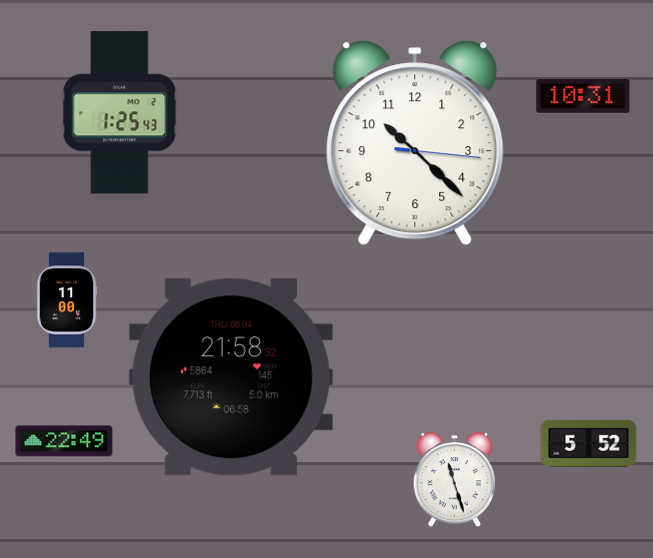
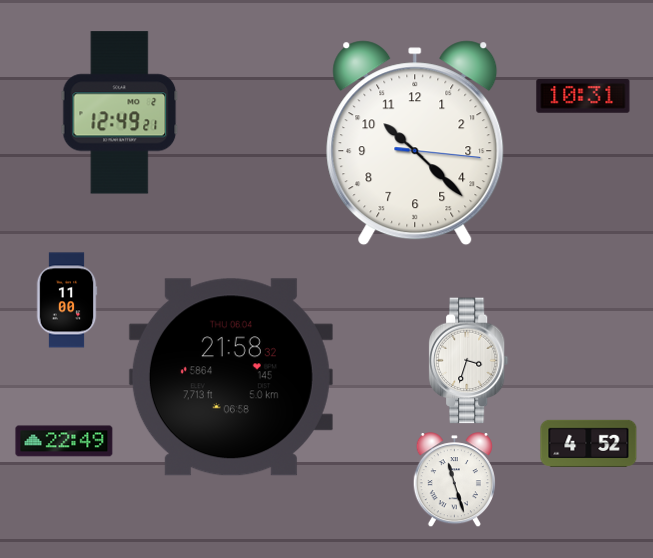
clock at (120, 113): 1:25 -> 12:49
clock at (469, 361): none -> 3:33
clock at (589, 443): 5:52 -> 4:52
